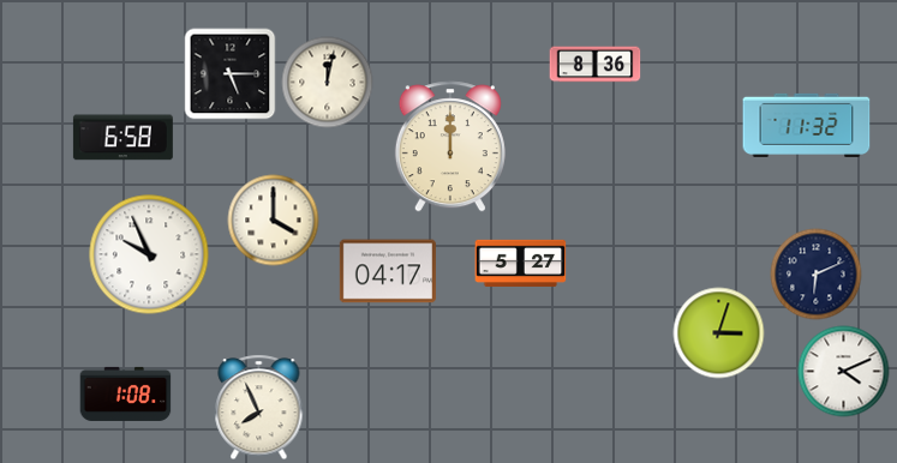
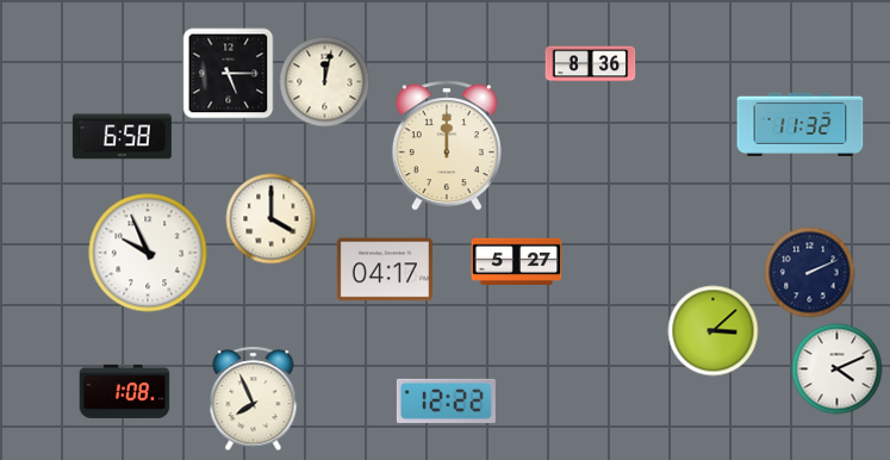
clock at (817, 275): 6:11 -> 2:11
clock at (719, 333): 3:03 -> 3:08
clock at (446, 400): none -> 12:22
clock at (259, 408) position: (259, 408) -> (254, 399)
